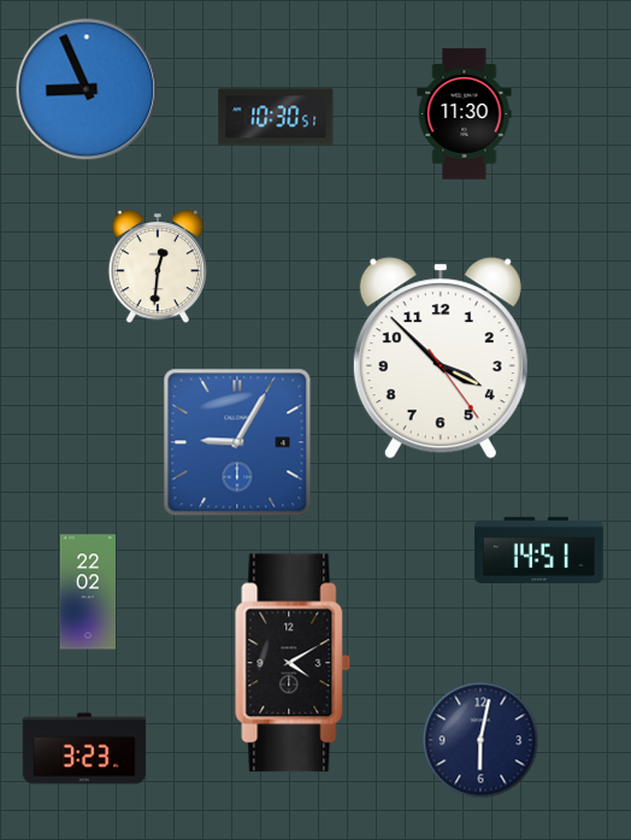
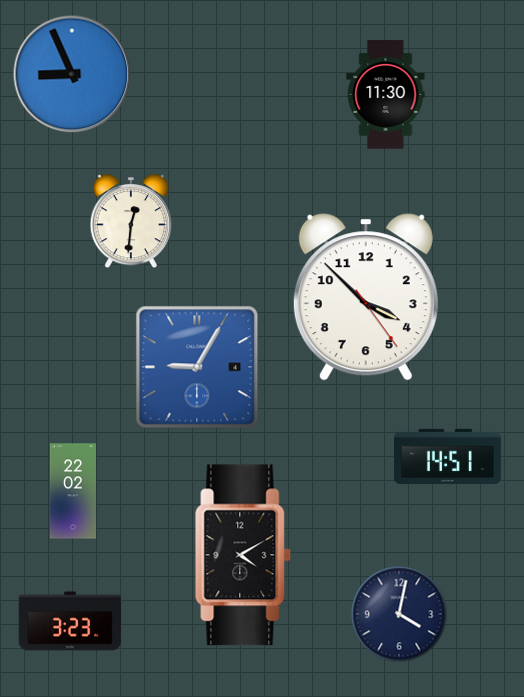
clock at (276, 117): 10:30 -> none
clock at (293, 663) position: (293, 663) -> (243, 555)
clock at (480, 740): 6:02 -> 4:02
